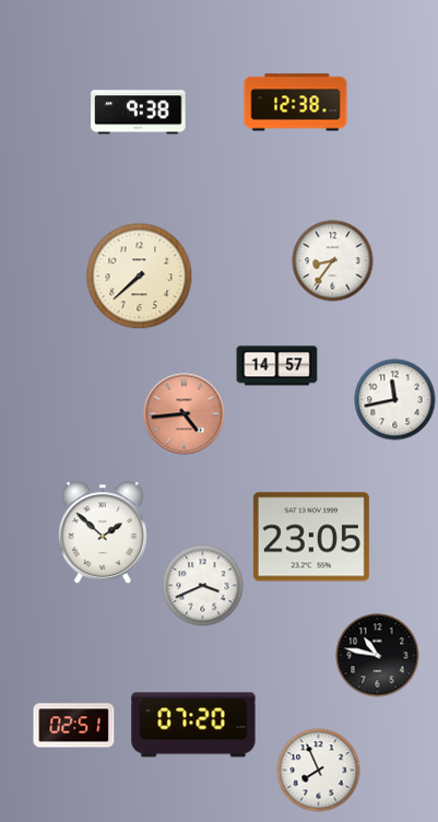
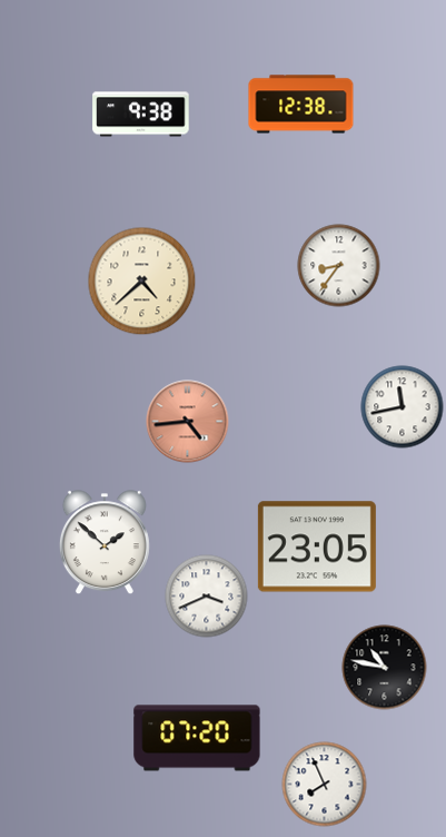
clock at (140, 277): 7:38 -> 4:38
clock at (277, 366): 14:57 -> none
clock at (74, 726): 02:51 -> none
